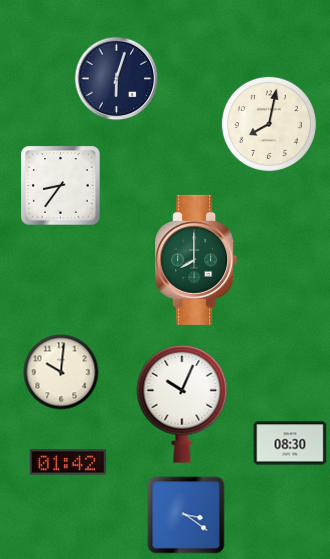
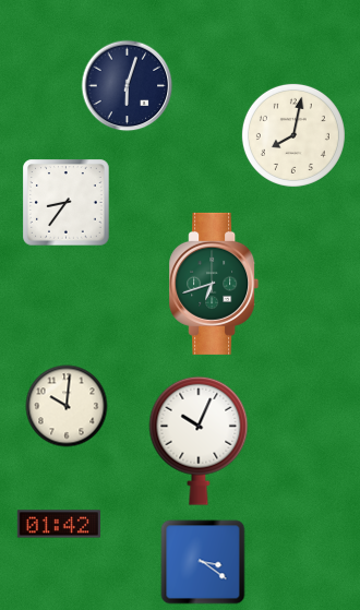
clock at (196, 260): 8:00 -> 6:42
clock at (290, 443): 08:30 -> none
clock at (67, 462) position: (67, 462) -> (58, 524)
